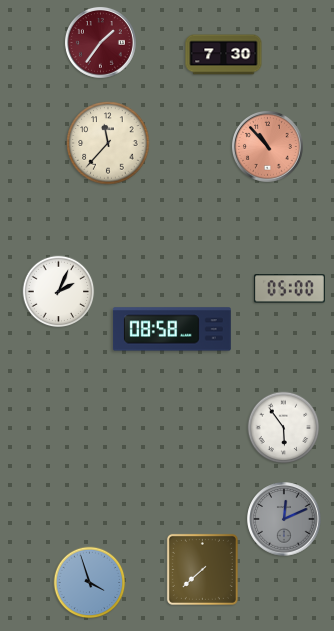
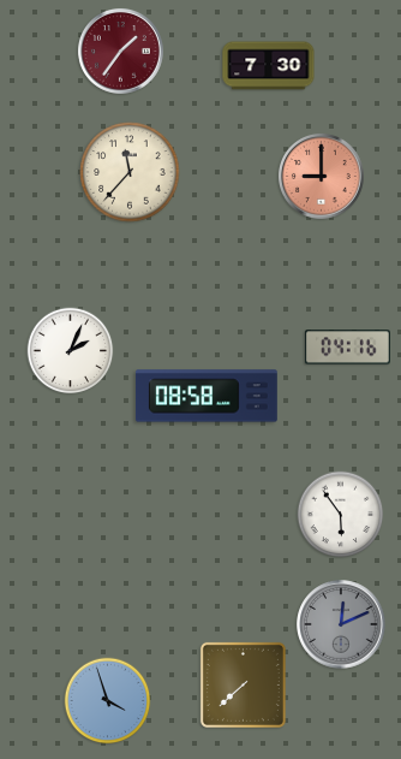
clock at (267, 146): 10:53 -> 9:00
clock at (289, 289): 05:00 -> 04:16
